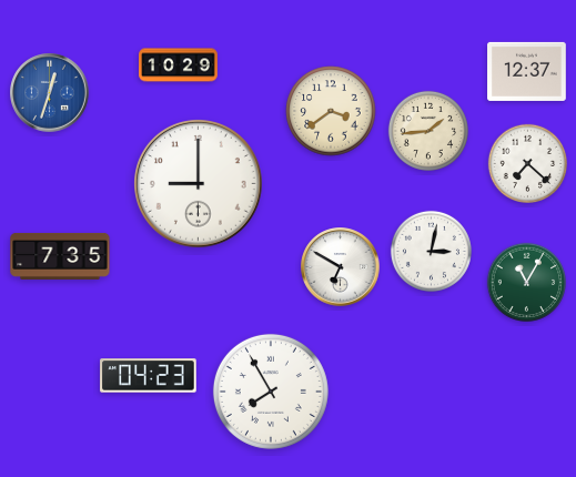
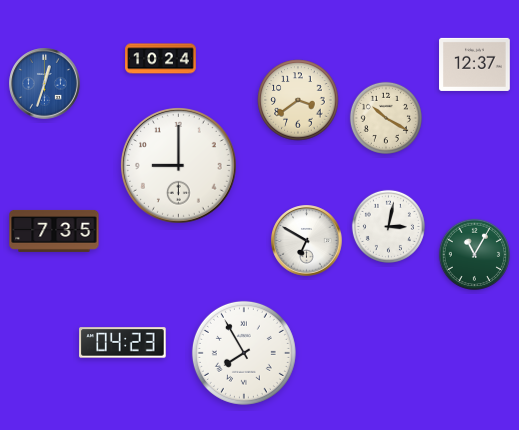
clock at (179, 65): 10:29 -> 10:24
clock at (428, 131): 1:44 -> 10:20
clock at (528, 164): 7:22 -> none
clock at (149, 376) position: (149, 376) -> (123, 343)
